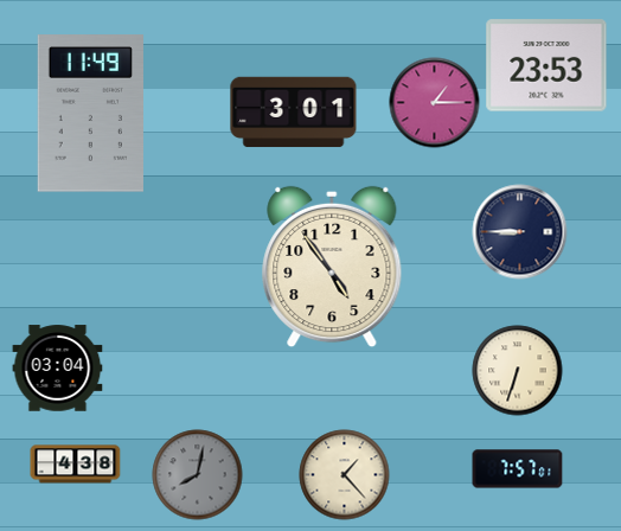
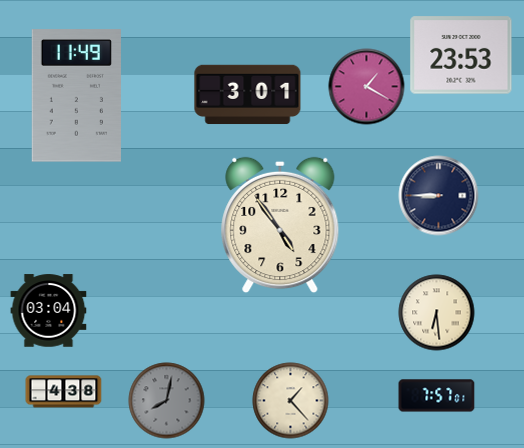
clock at (435, 103): 1:15 -> 1:20
clock at (518, 371): 6:33 -> 6:29
